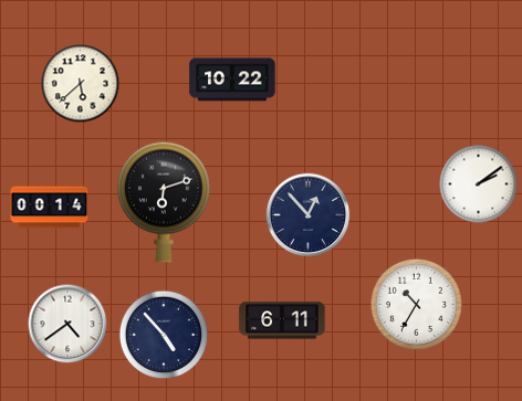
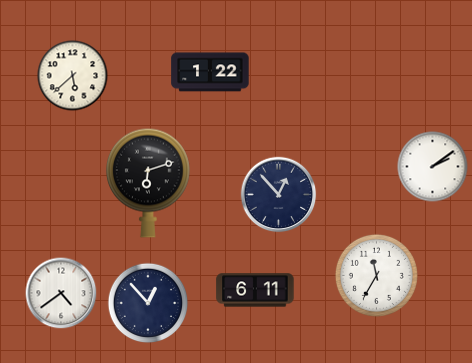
clock at (232, 80): 10:22 -> 1:22
clock at (50, 208): 00:14 -> none
clock at (416, 304): 10:35 -> 11:35
clock at (164, 335): 4:53 -> 12:53
